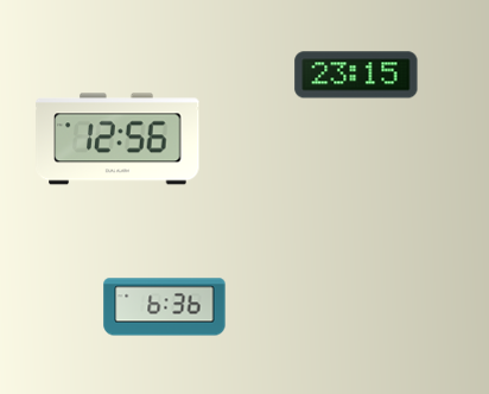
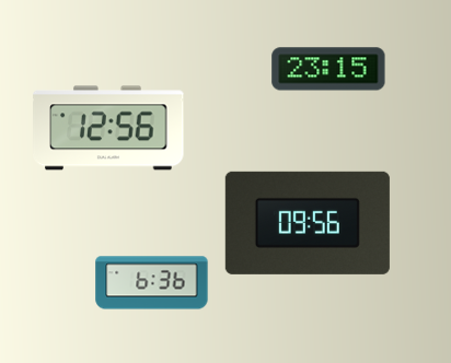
clock at (308, 223): none -> 09:56
